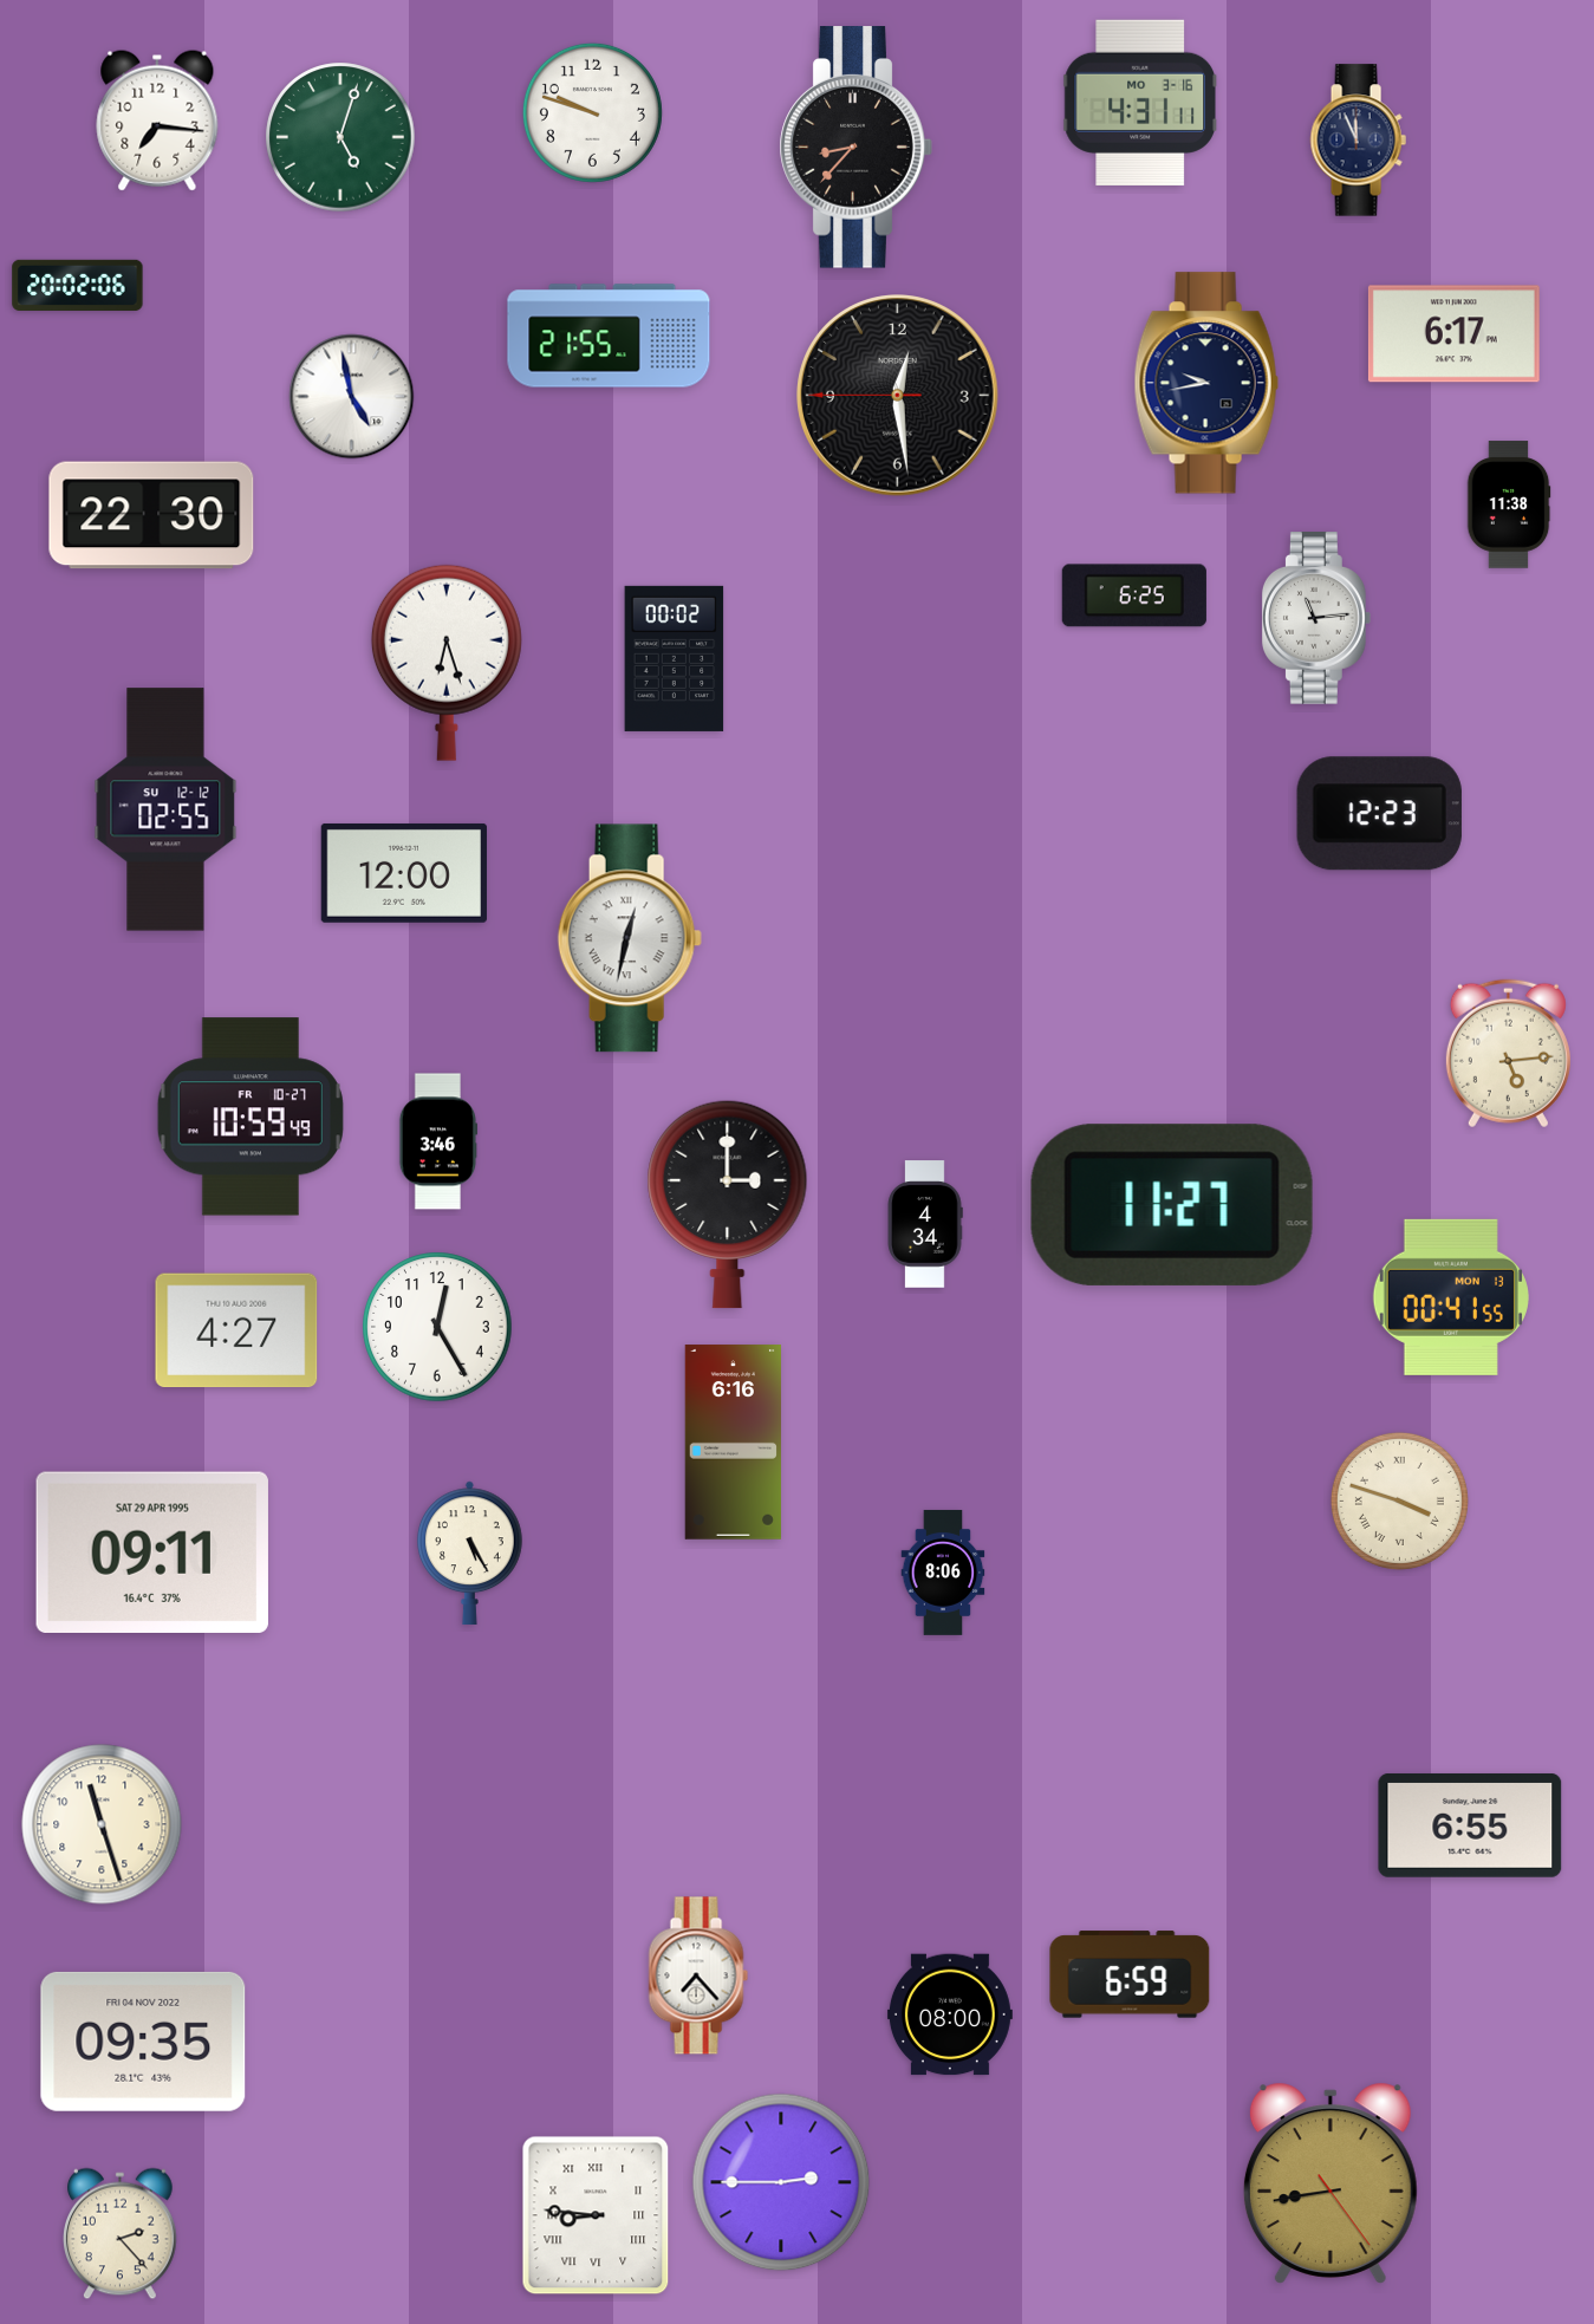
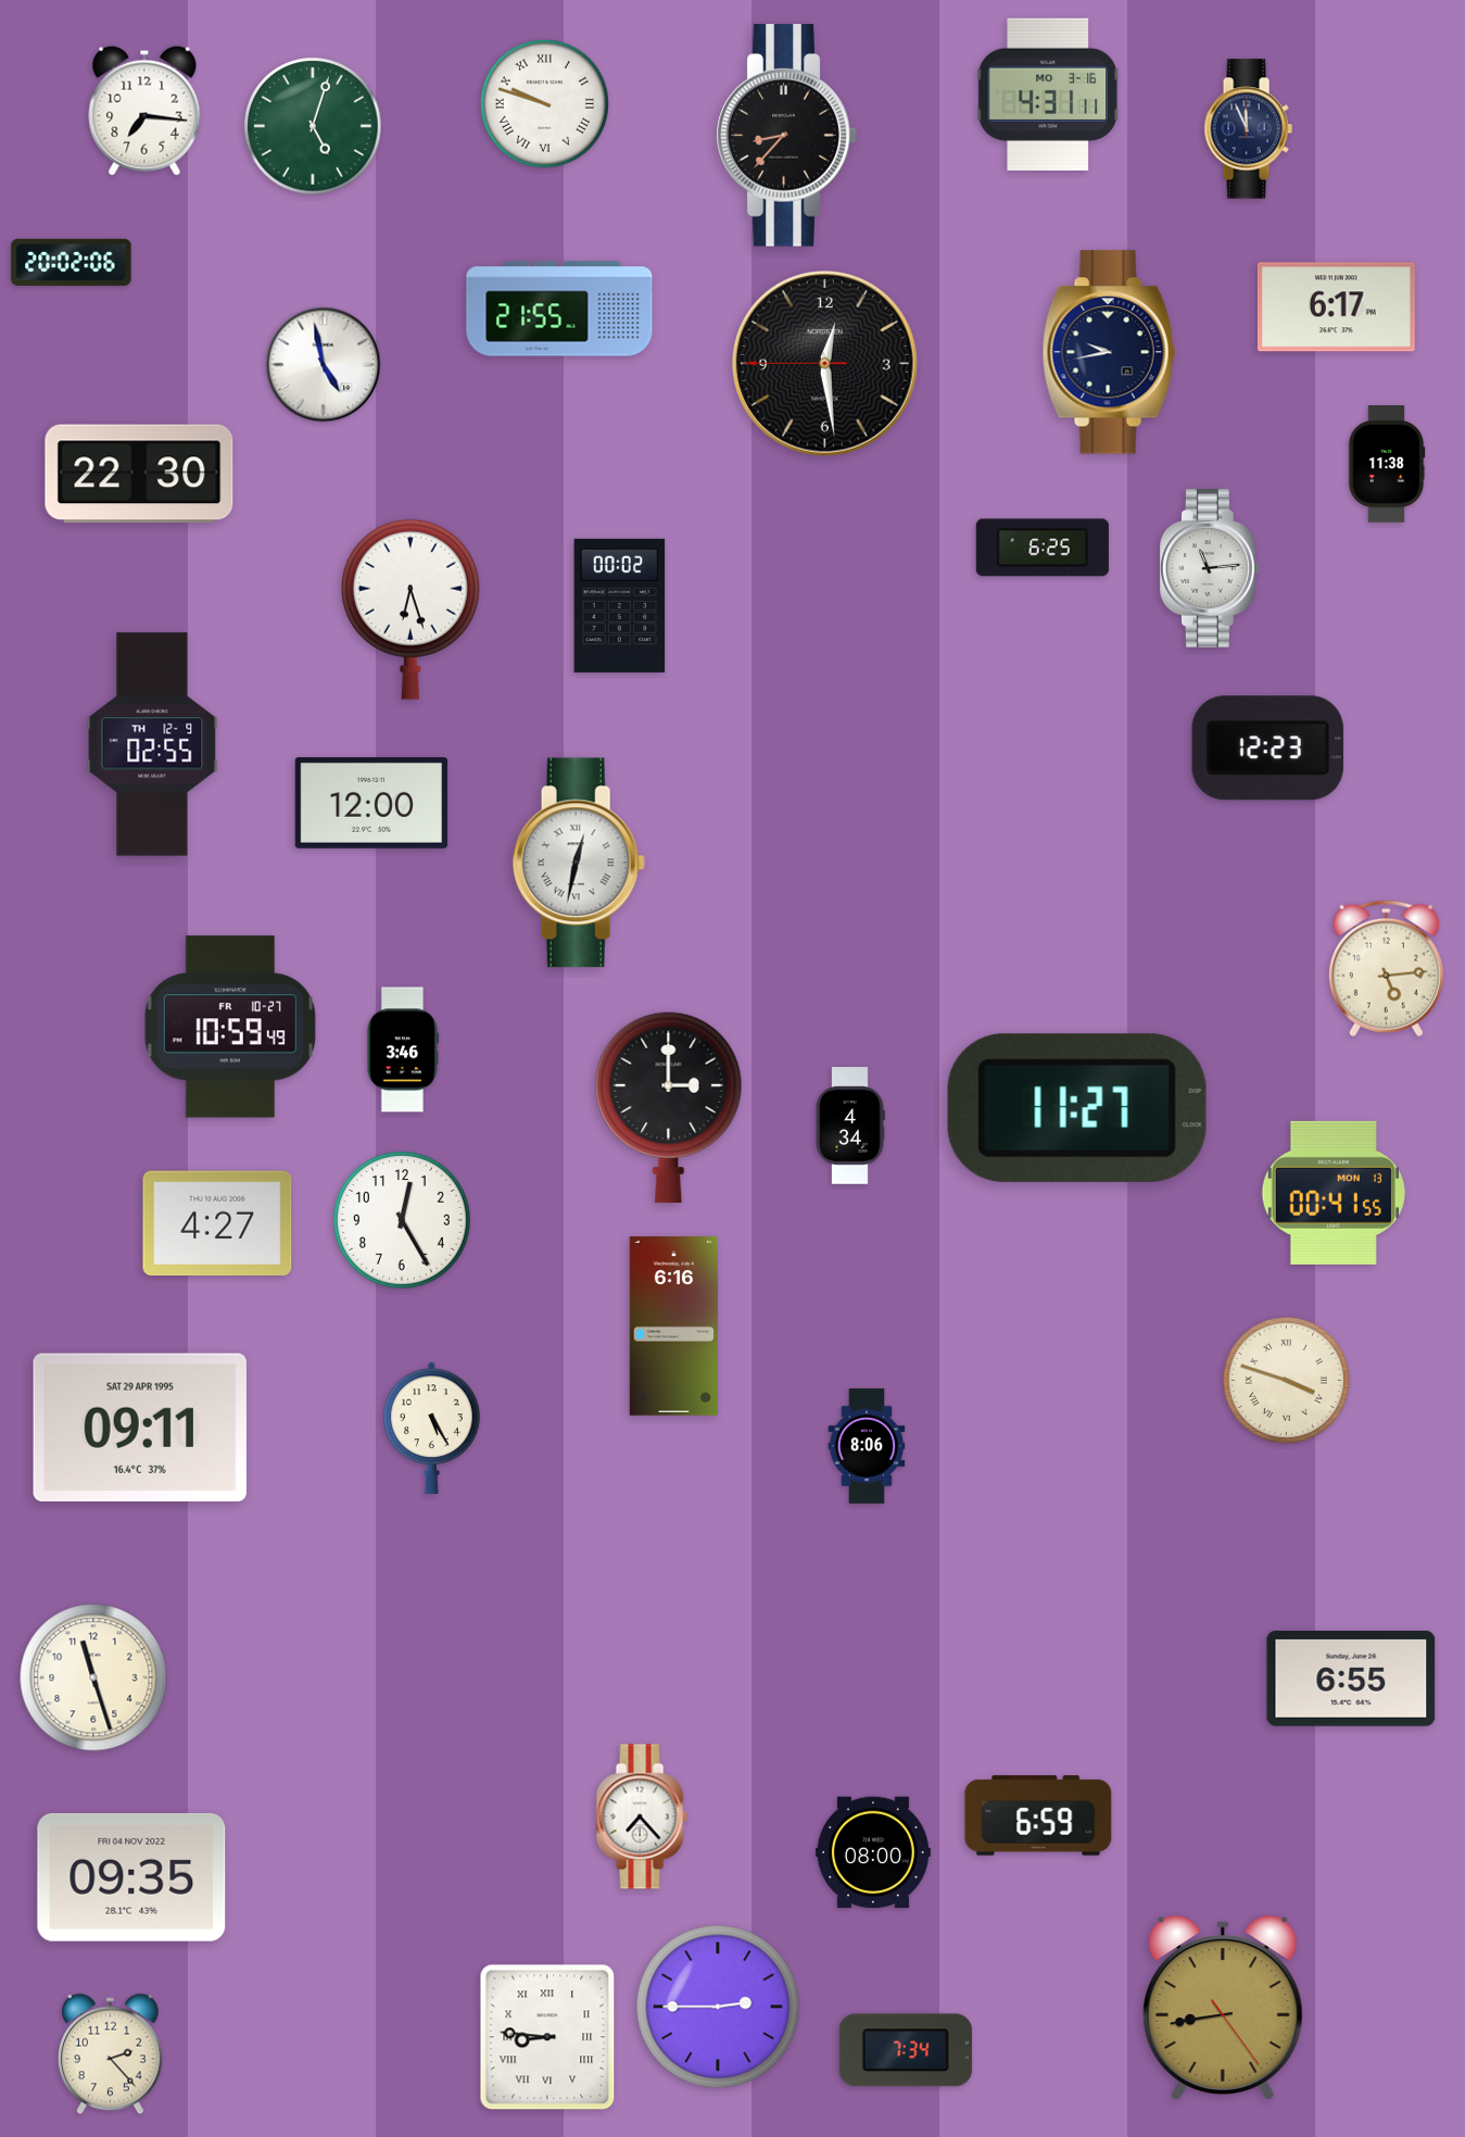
clock at (592, 112) numerals: Arabic -> Roman
clock at (165, 809) date: SU 12-12 -> TH 12-9
clock at (906, 2050): none -> 7:34
